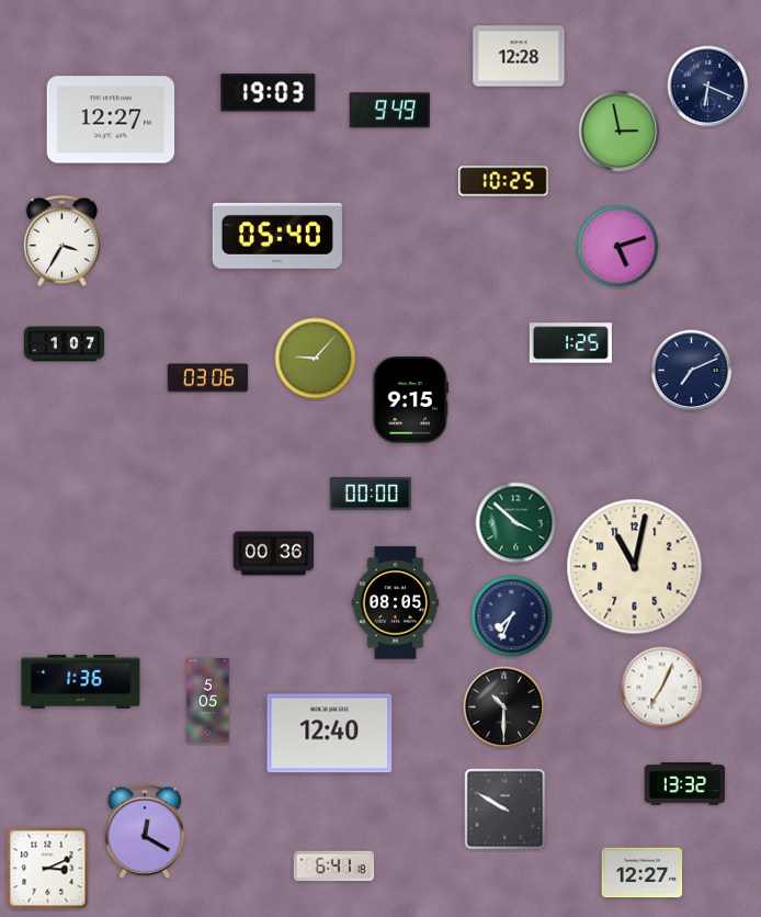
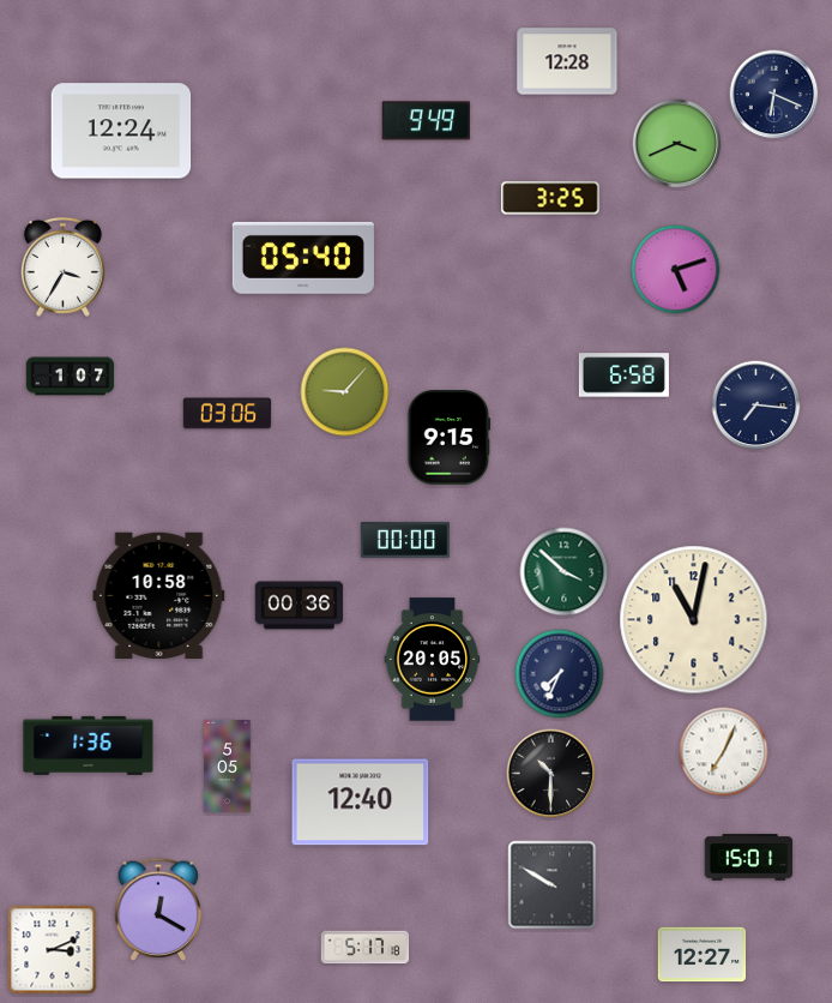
clock at (269, 93): 19:03 -> none
clock at (111, 120): 12:27 -> 12:24
clock at (620, 132): 2:58 -> 3:41
clock at (503, 181): 10:25 -> 3:25
clock at (61, 240) position: (61, 240) -> (62, 266)
clock at (570, 343): 1:25 -> 6:58
clock at (692, 371): 7:11 -> 7:16
clock at (159, 595): none -> 10:58
clock at (396, 603): 08:05 -> 20:05
clock at (685, 784): 13:32 -> 15:01
clock at (334, 867): 6:41 -> 5:17
